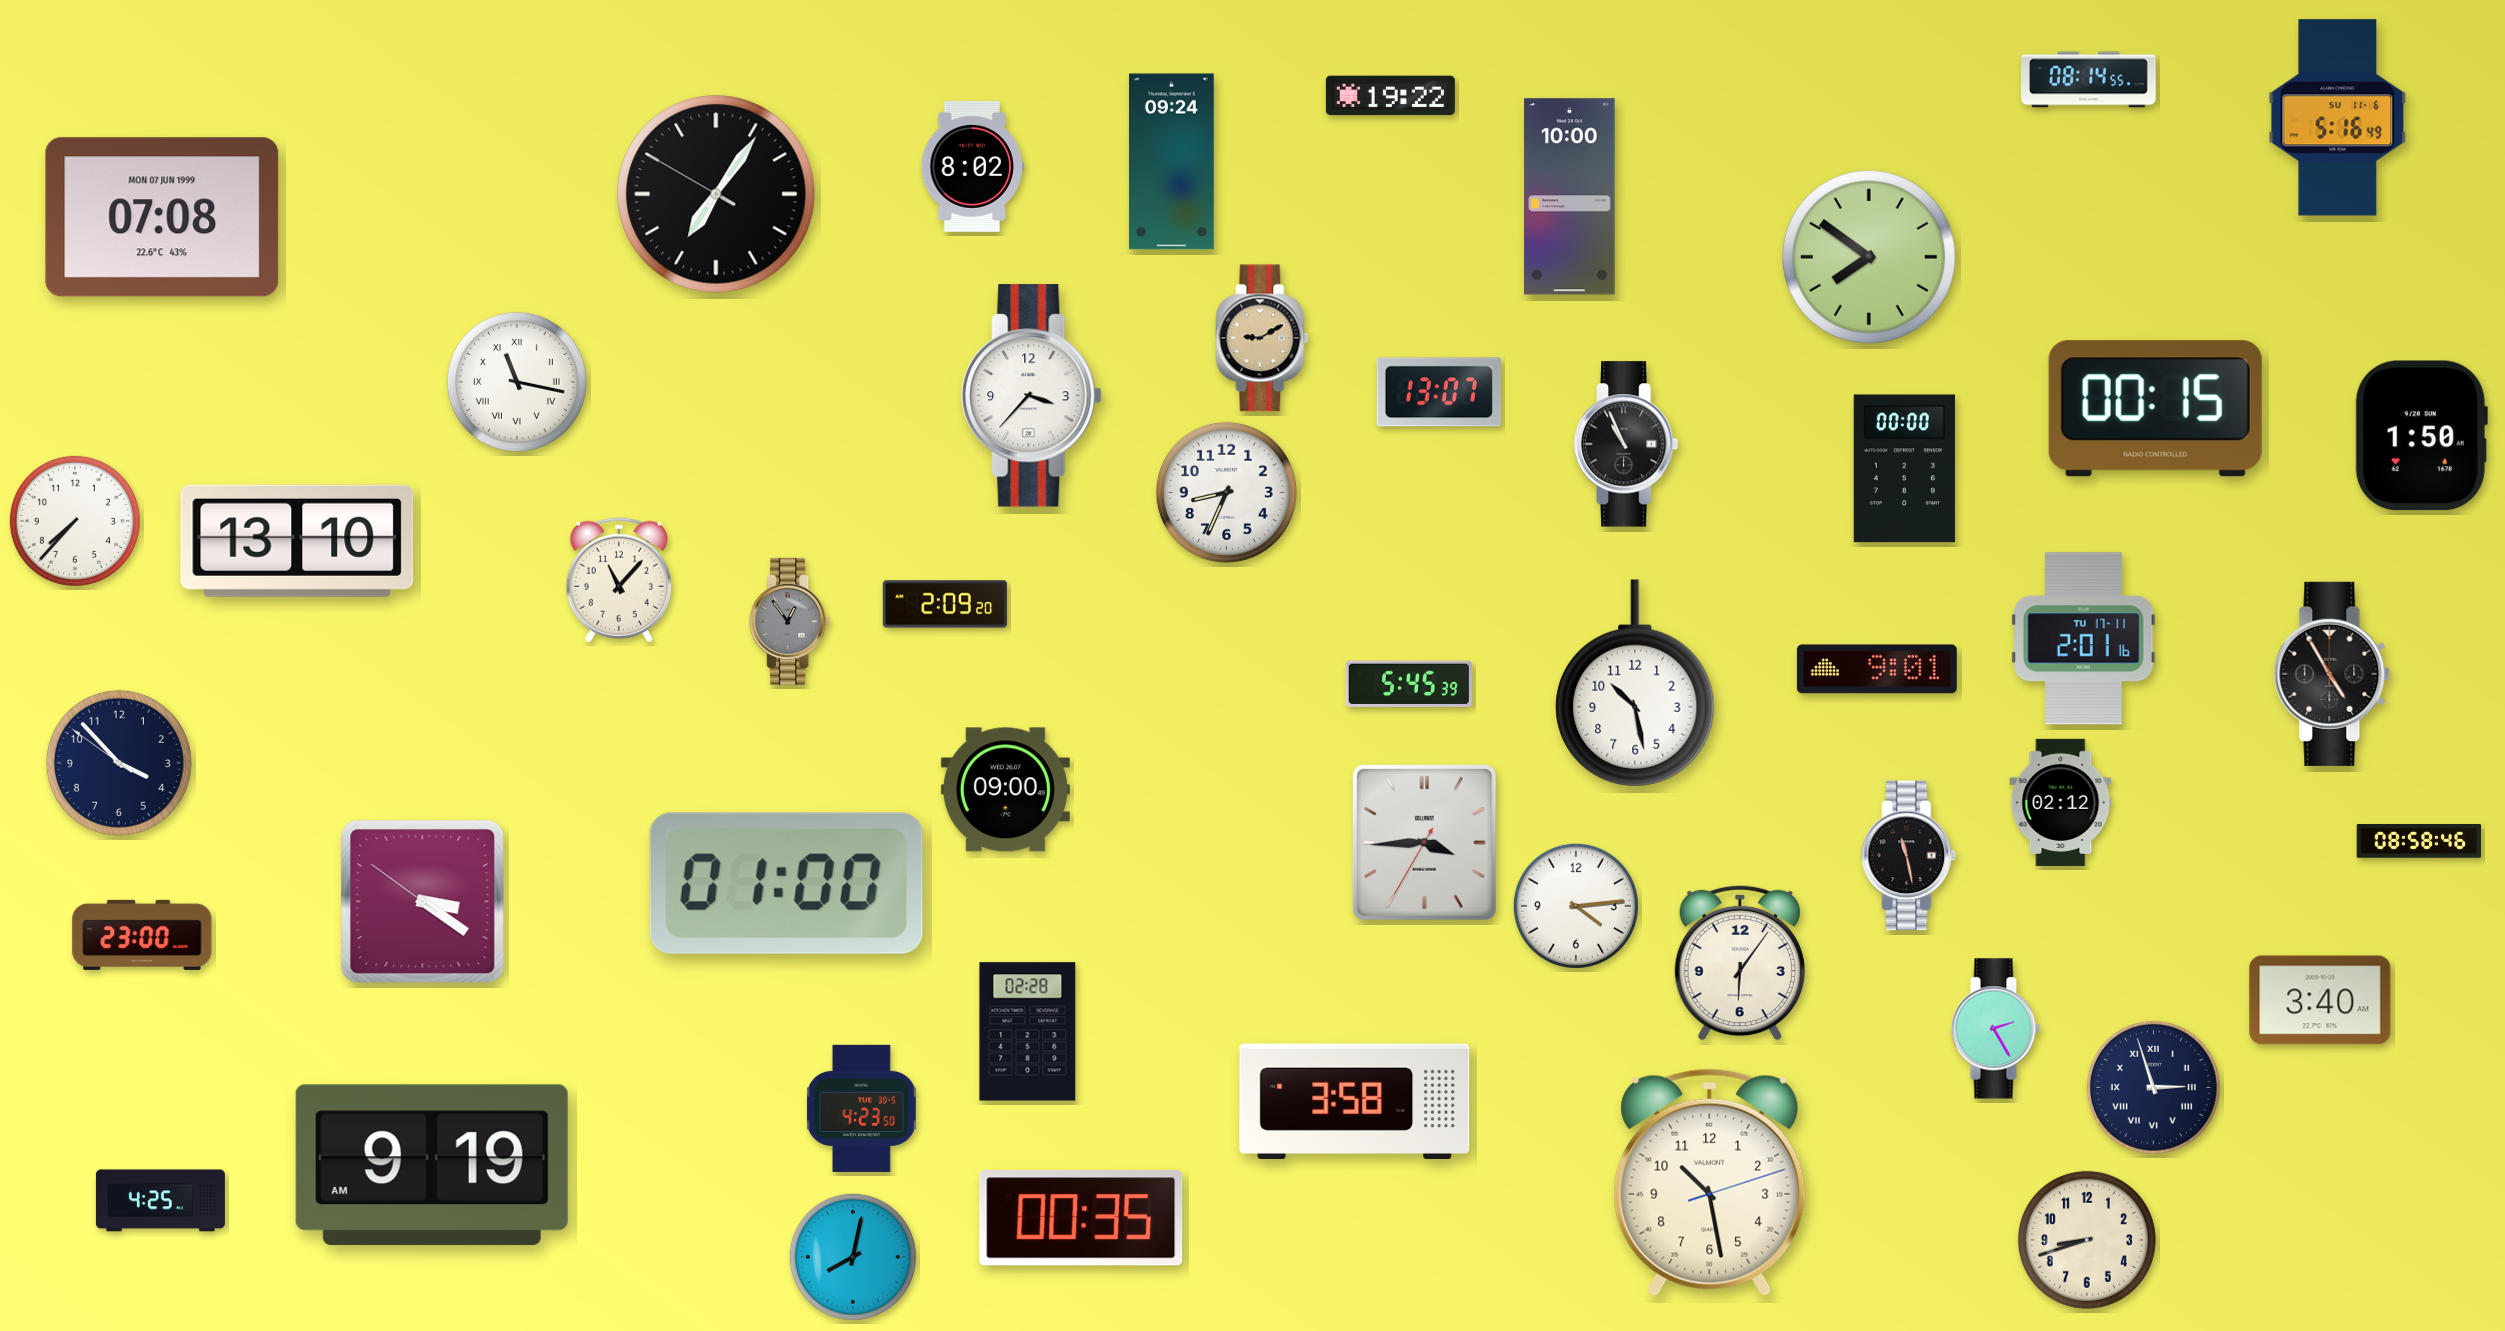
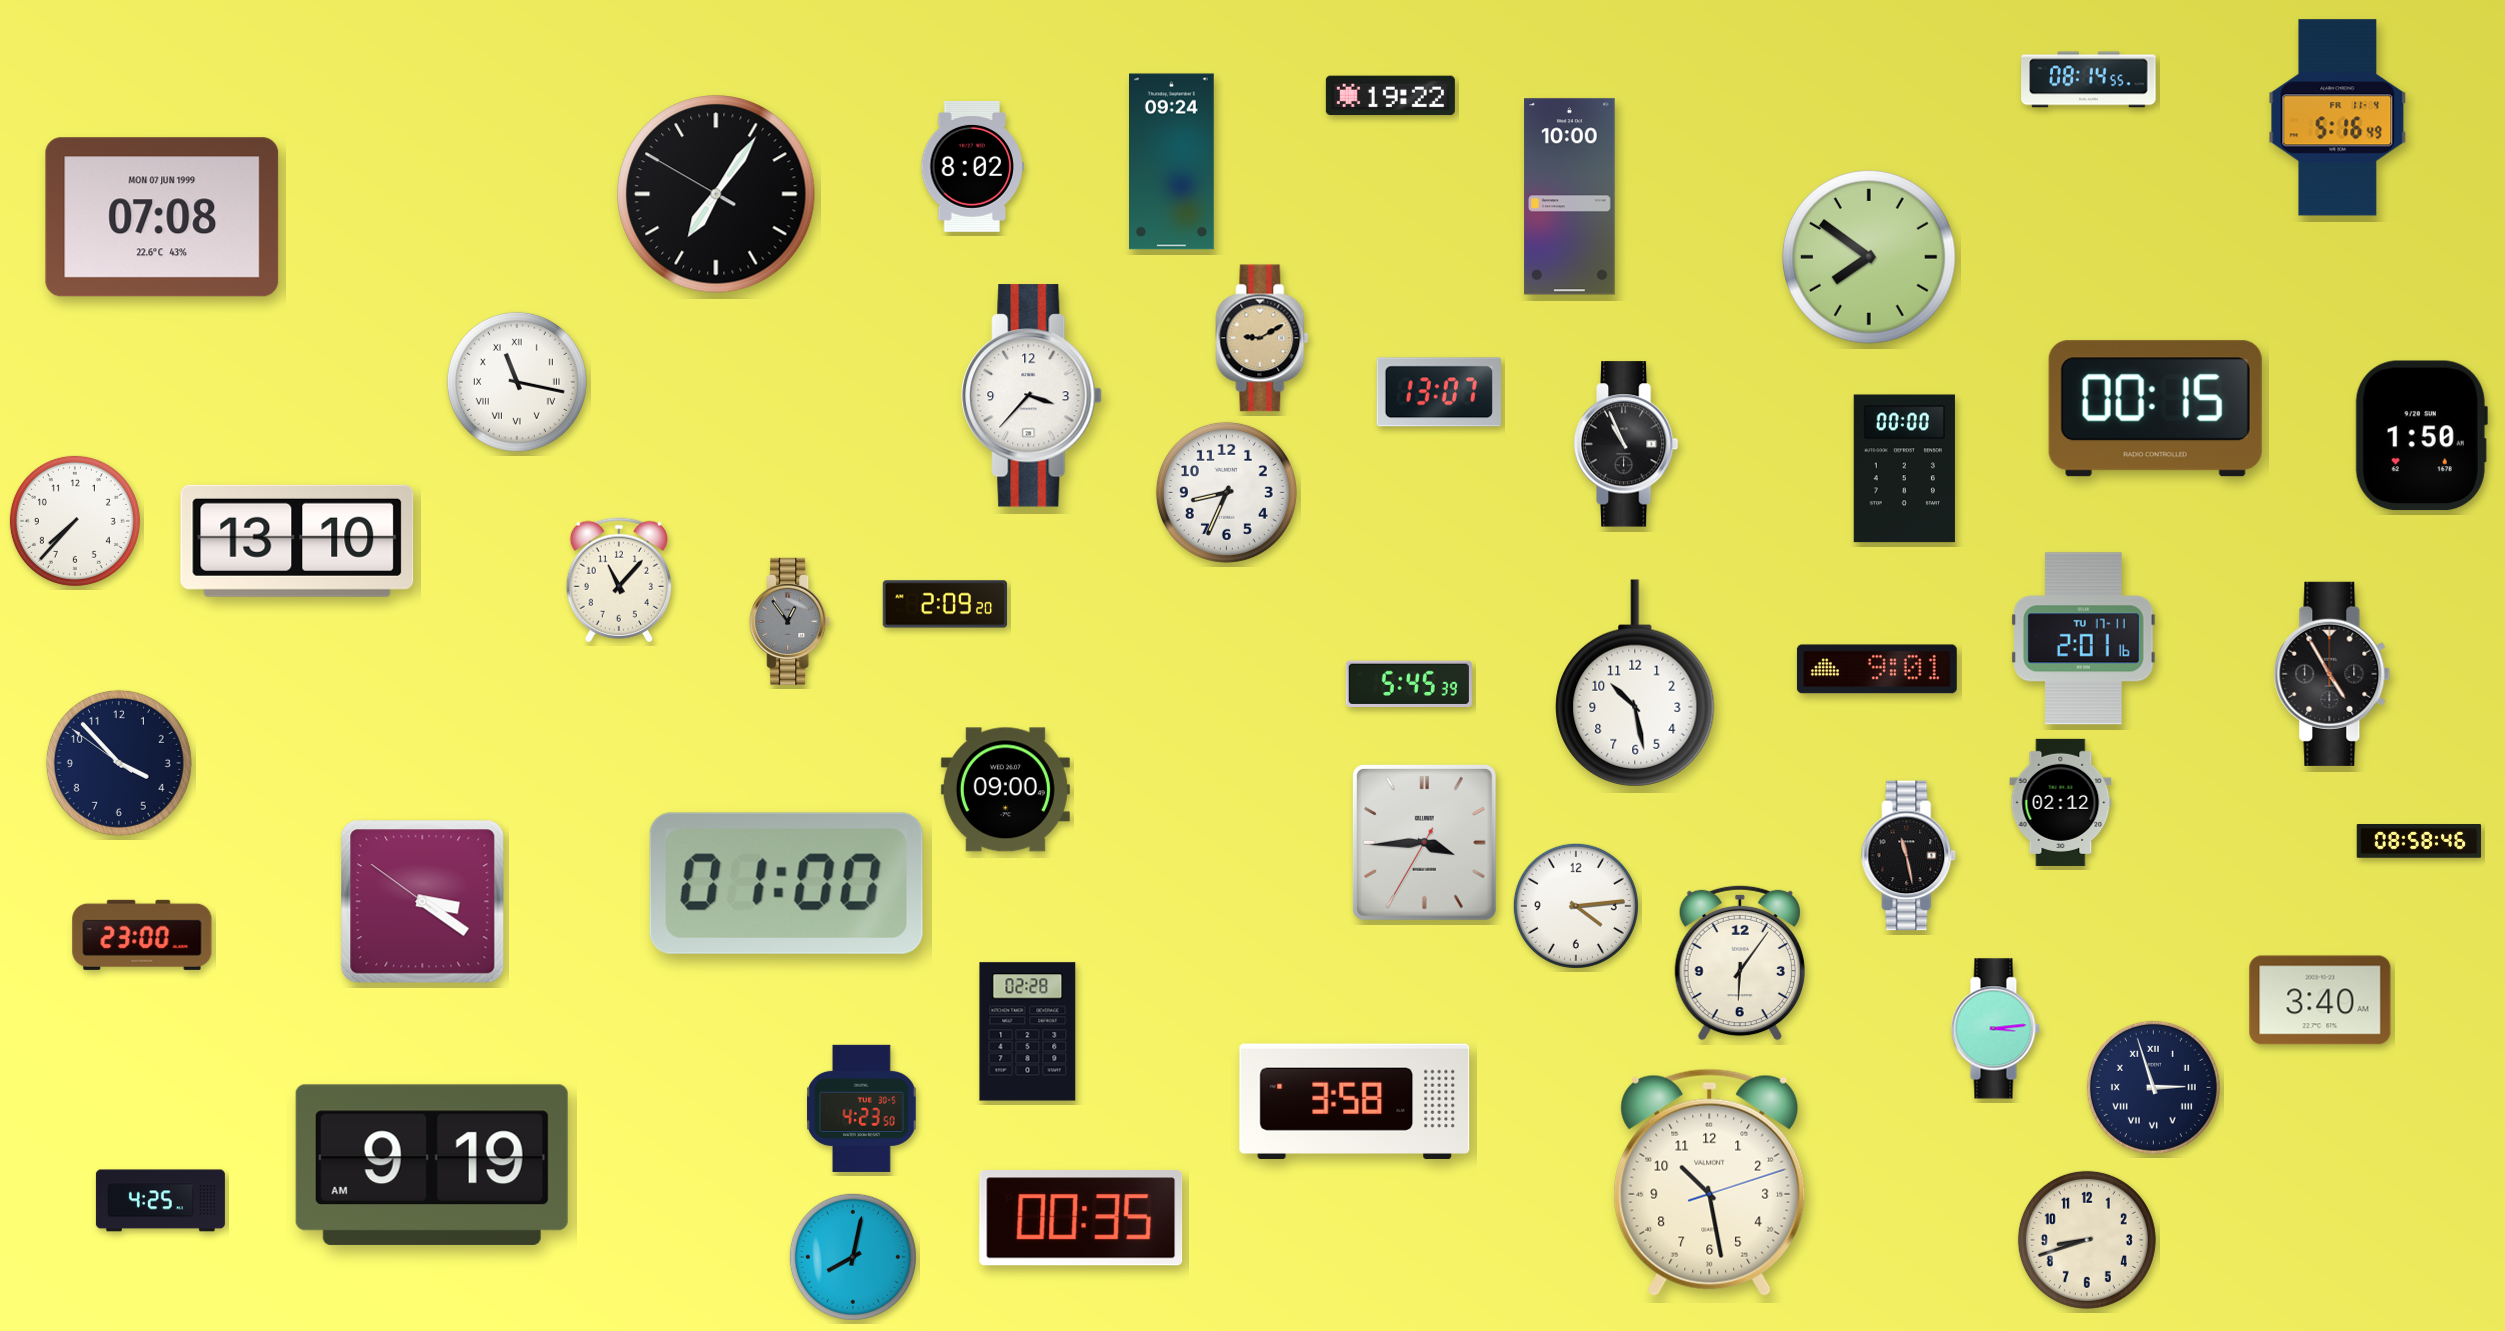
clock at (2338, 118) date: SU 11-6 -> FR 11-4
clock at (1995, 1029): 2:25 -> 3:14
